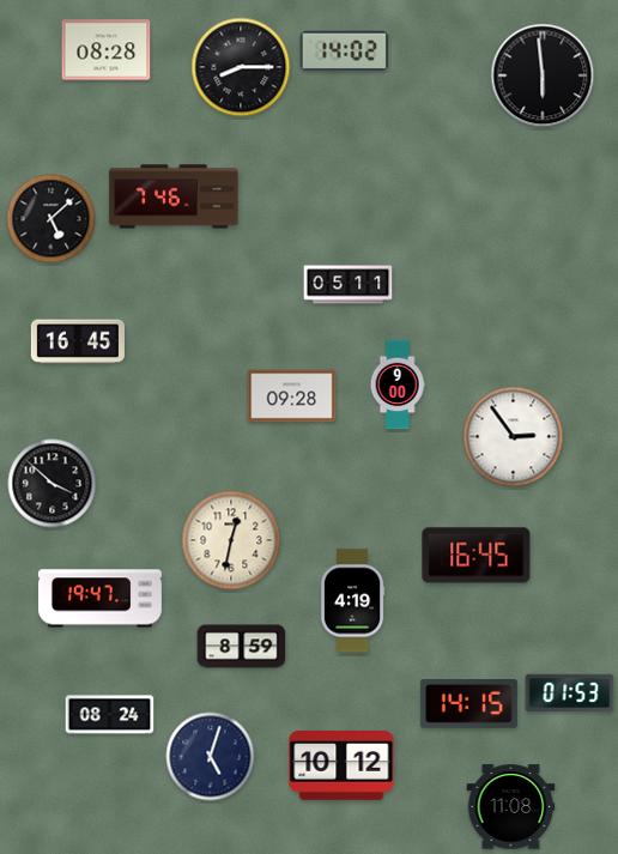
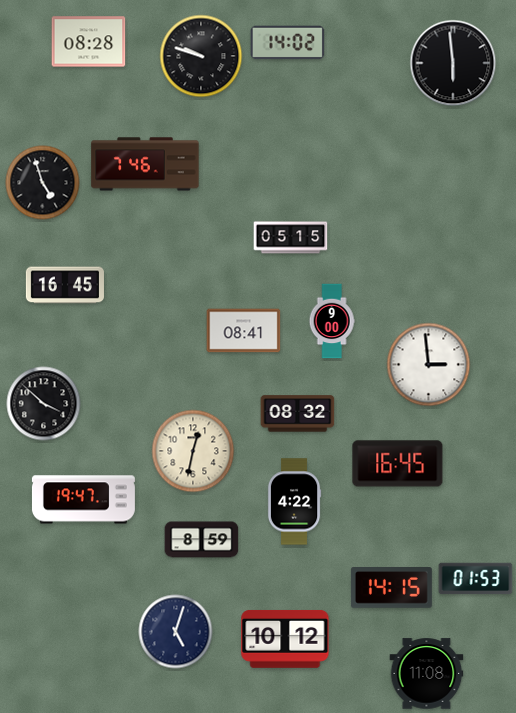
clock at (241, 67): 8:15 -> 9:48
clock at (51, 219): 5:08 -> 4:57
clock at (349, 285): 05:11 -> 05:15
clock at (292, 396): 09:28 -> 08:41
clock at (514, 437): 2:54 -> 2:59
clock at (298, 414): none -> 08:32
clock at (352, 601): 4:19 -> 4:22
clock at (110, 715): 08:24 -> none
